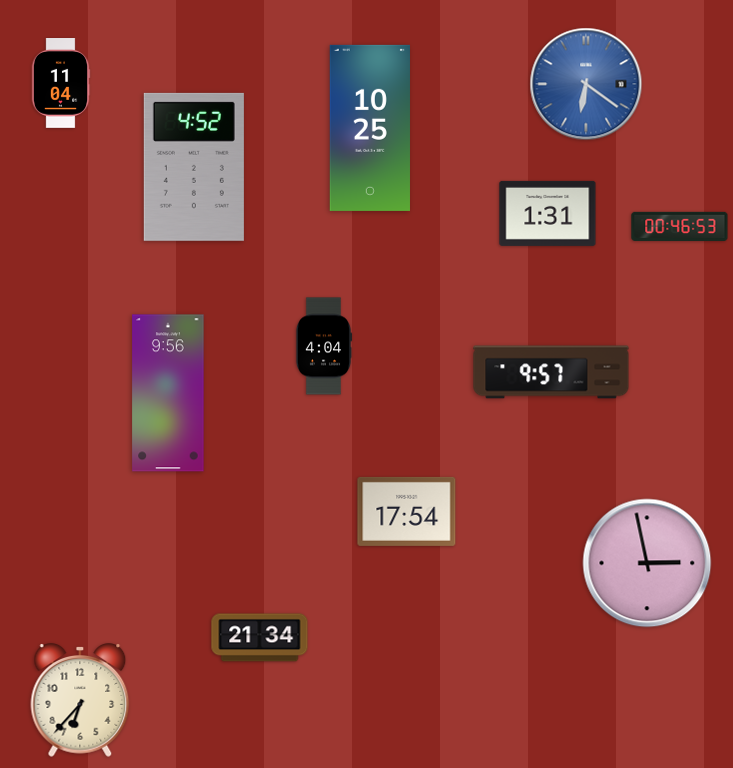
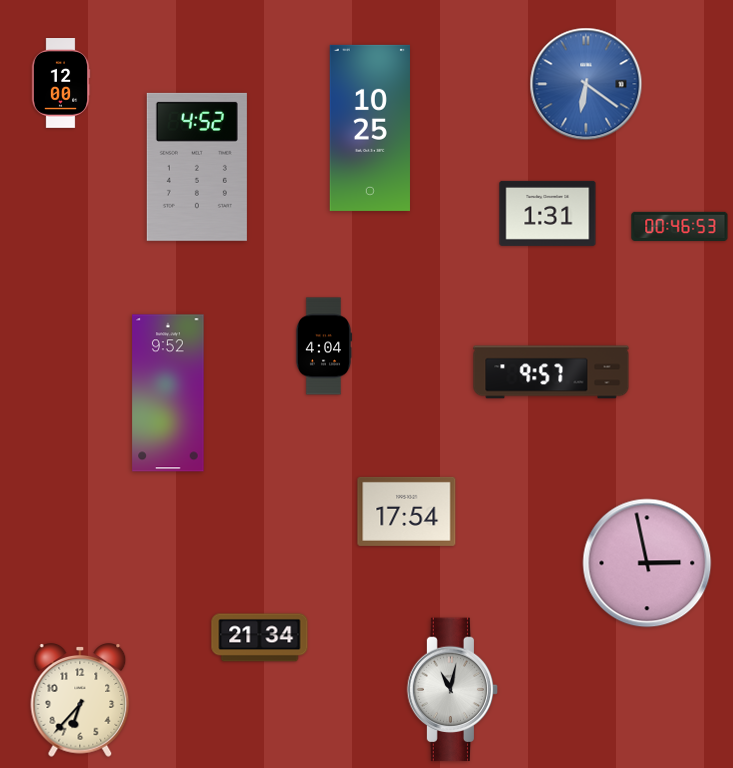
clock at (61, 84): 11:04 -> 12:00
clock at (194, 167) position: (194, 167) -> (197, 167)
clock at (168, 393): 9:56 -> 9:52
clock at (453, 690): none -> 11:02
